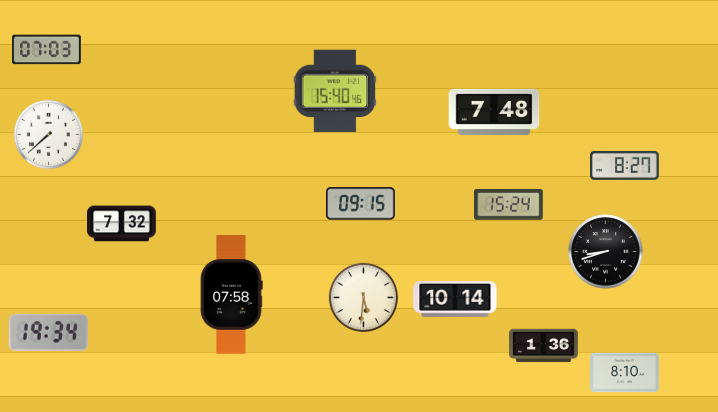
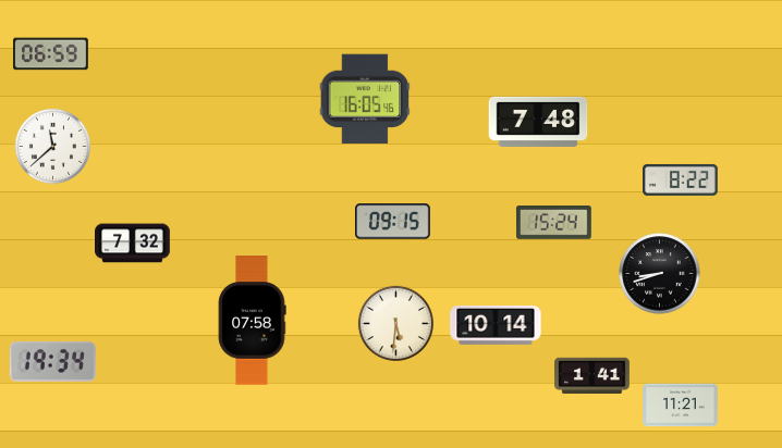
clock at (47, 50): 07:03 -> 06:59
clock at (335, 91): 15:40 -> 16:05
clock at (48, 134): 7:38 -> 11:38
clock at (625, 165): 8:27 -> 8:22
clock at (544, 346): 1:36 -> 1:41
clock at (625, 373): 8:10 -> 11:21
